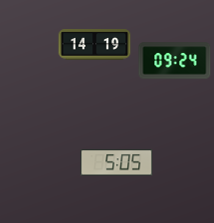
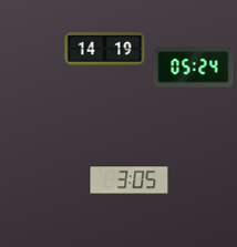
clock at (175, 61): 09:24 -> 05:24
clock at (117, 163): 5:05 -> 3:05
